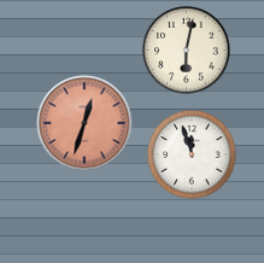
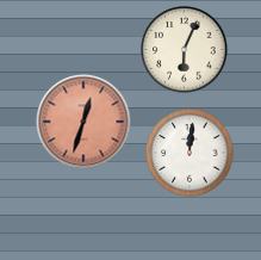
clock at (187, 51): 6:02 -> 6:04
clock at (192, 154): 11:57 -> 12:01
